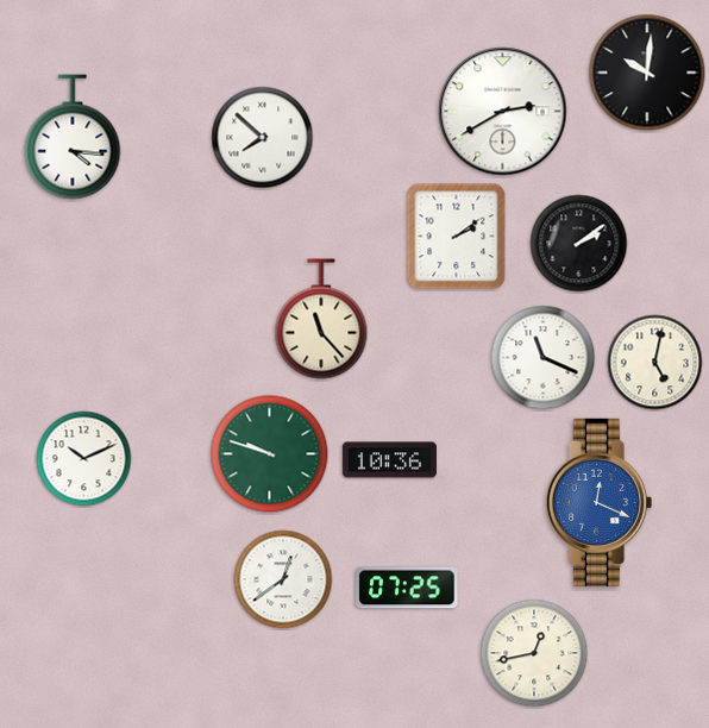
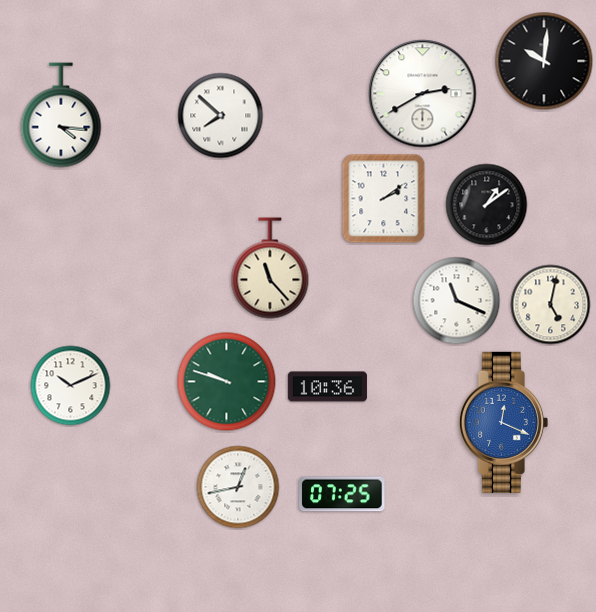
clock at (579, 244): 2:09 -> 1:09
clock at (283, 579): 12:39 -> 12:43
clock at (534, 653): 12:43 -> none
